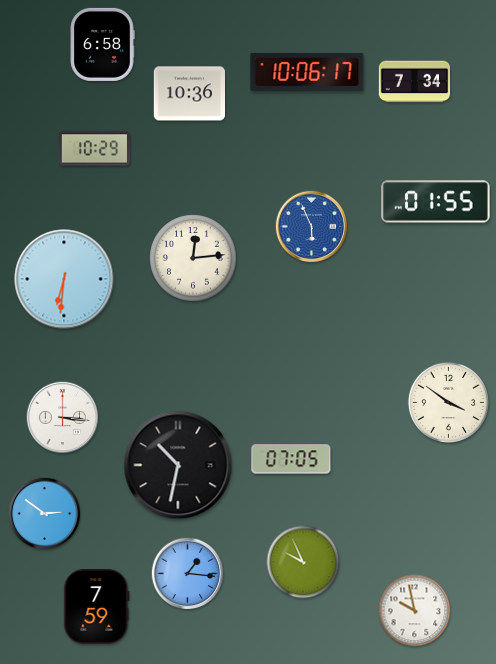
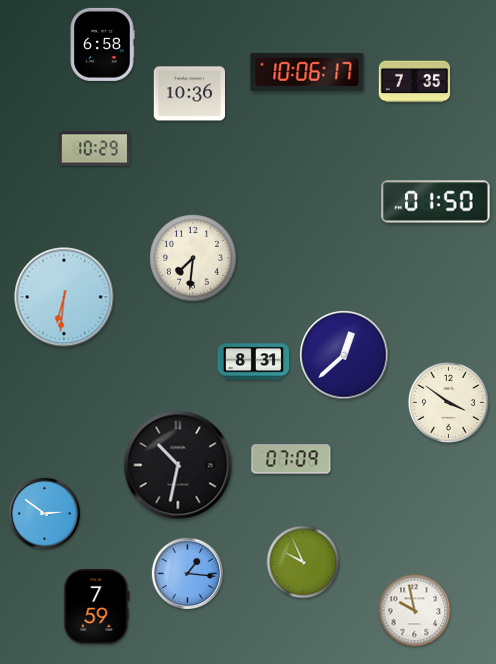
clock at (415, 82): 7:34 -> 7:35
clock at (436, 202): 01:55 -> 01:50
clock at (312, 227): 5:56 -> none
clock at (193, 258): 12:14 -> 7:31
clock at (64, 279) position: (64, 279) -> (64, 297)
clock at (344, 355): none -> 12:38
clock at (254, 362): none -> 8:31
clock at (63, 418): 3:16 -> none
clock at (291, 459): 07:05 -> 07:09
